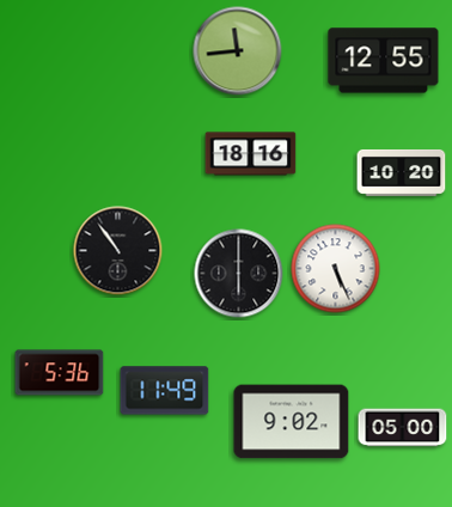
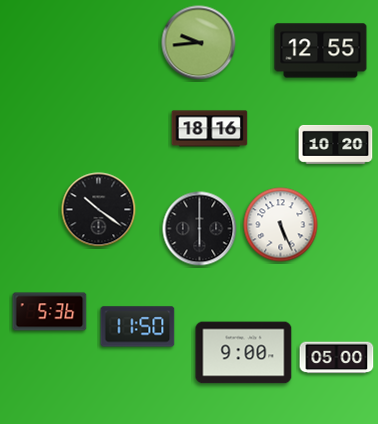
clock at (238, 51): 11:44 -> 9:44
clock at (118, 251): 10:54 -> 10:21
clock at (165, 391): 11:49 -> 11:50
clock at (292, 422): 9:02 -> 9:00
